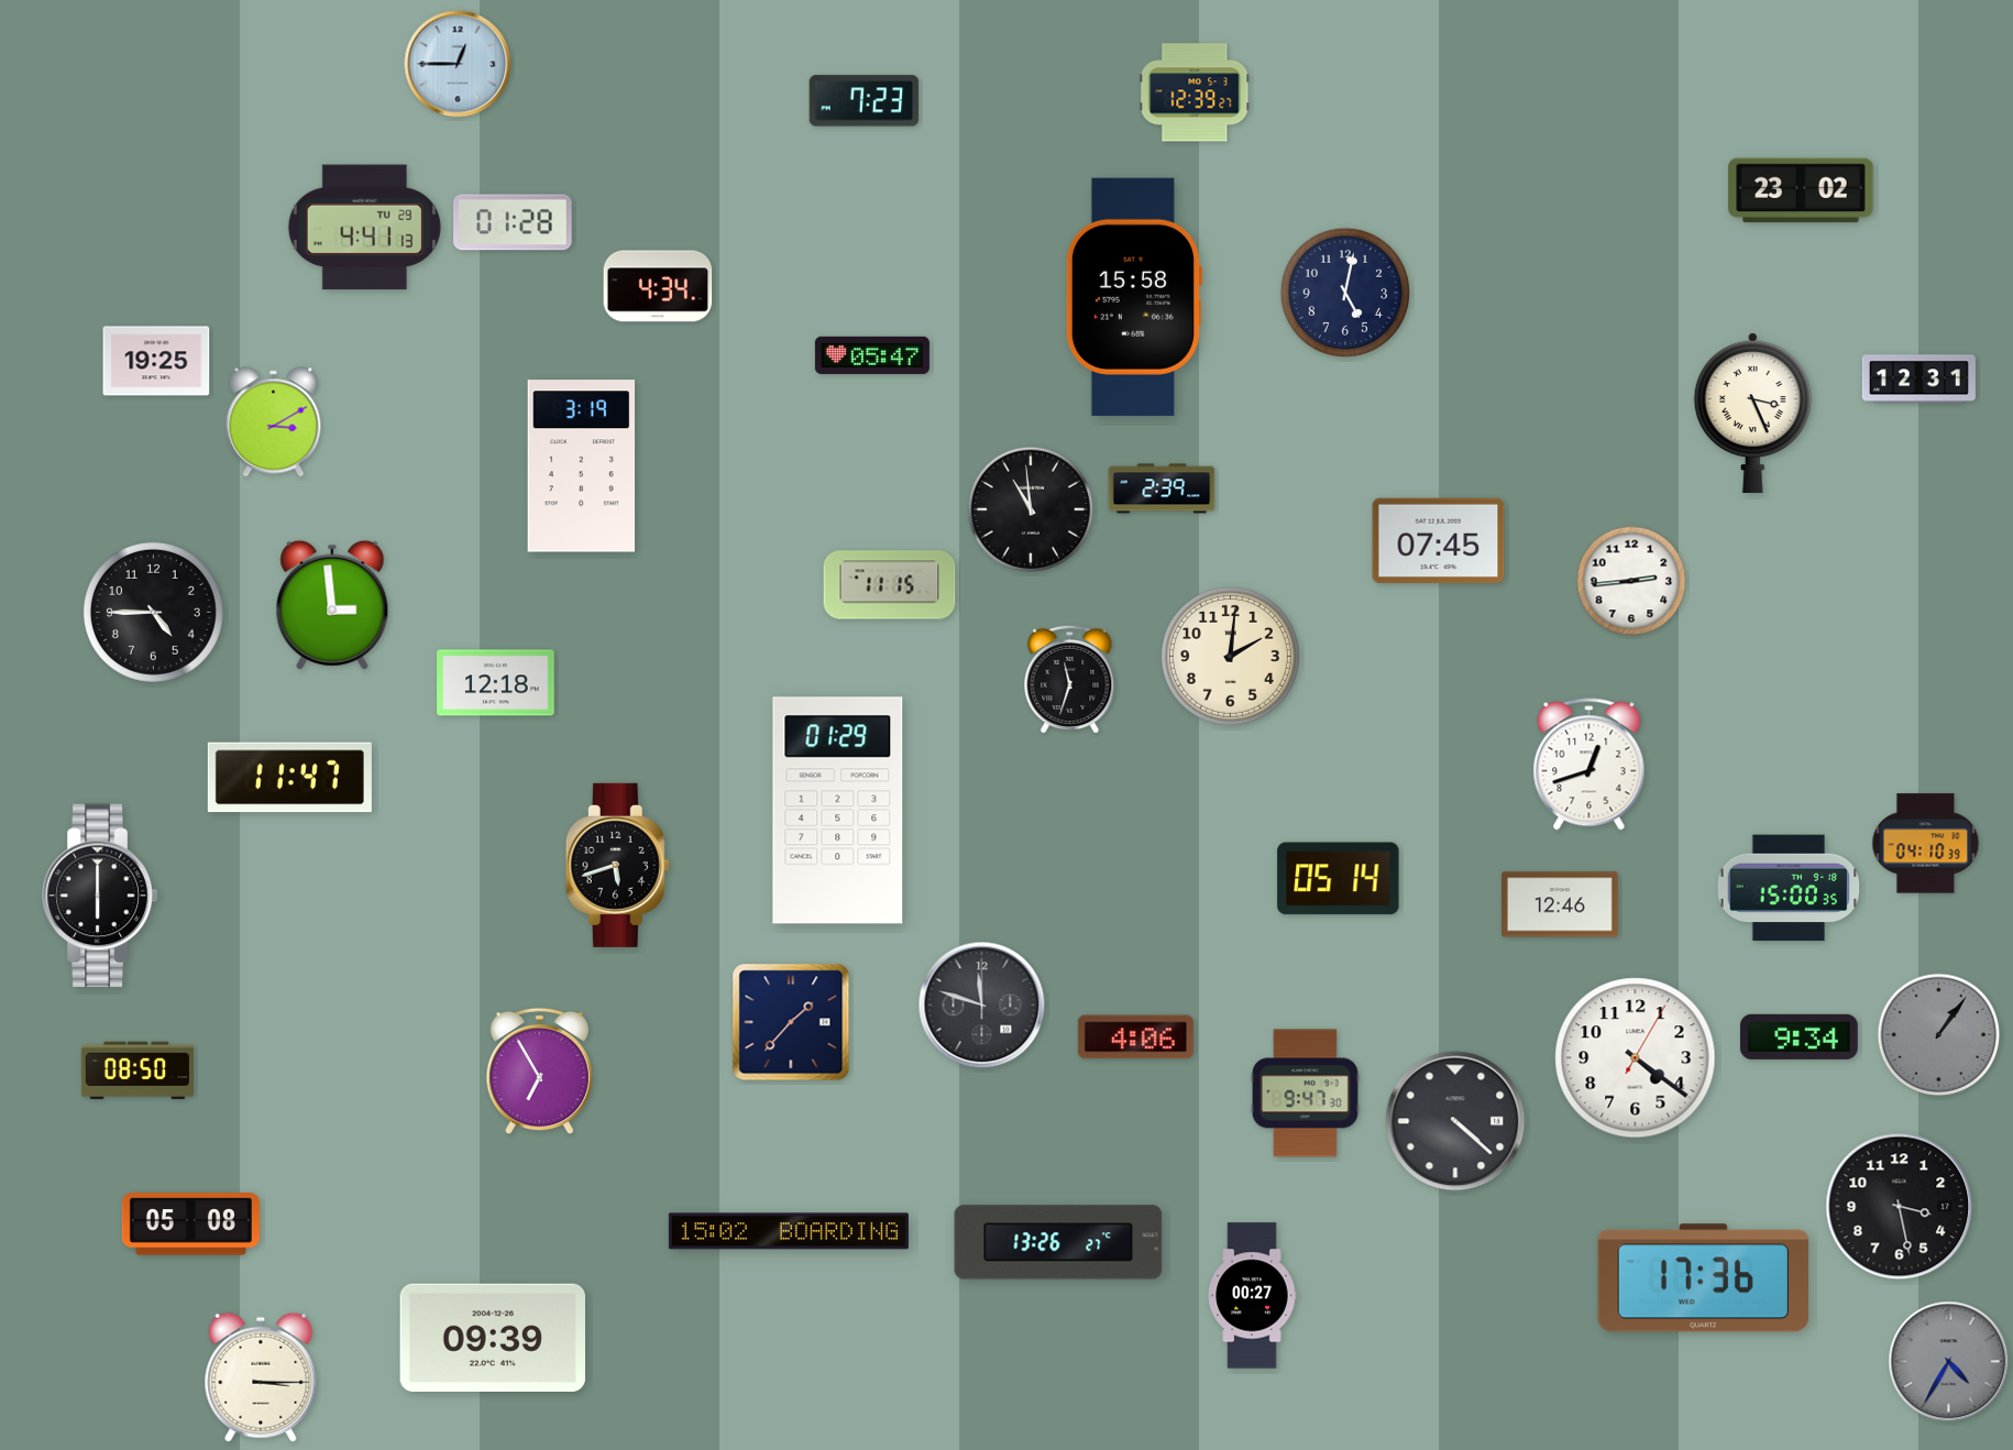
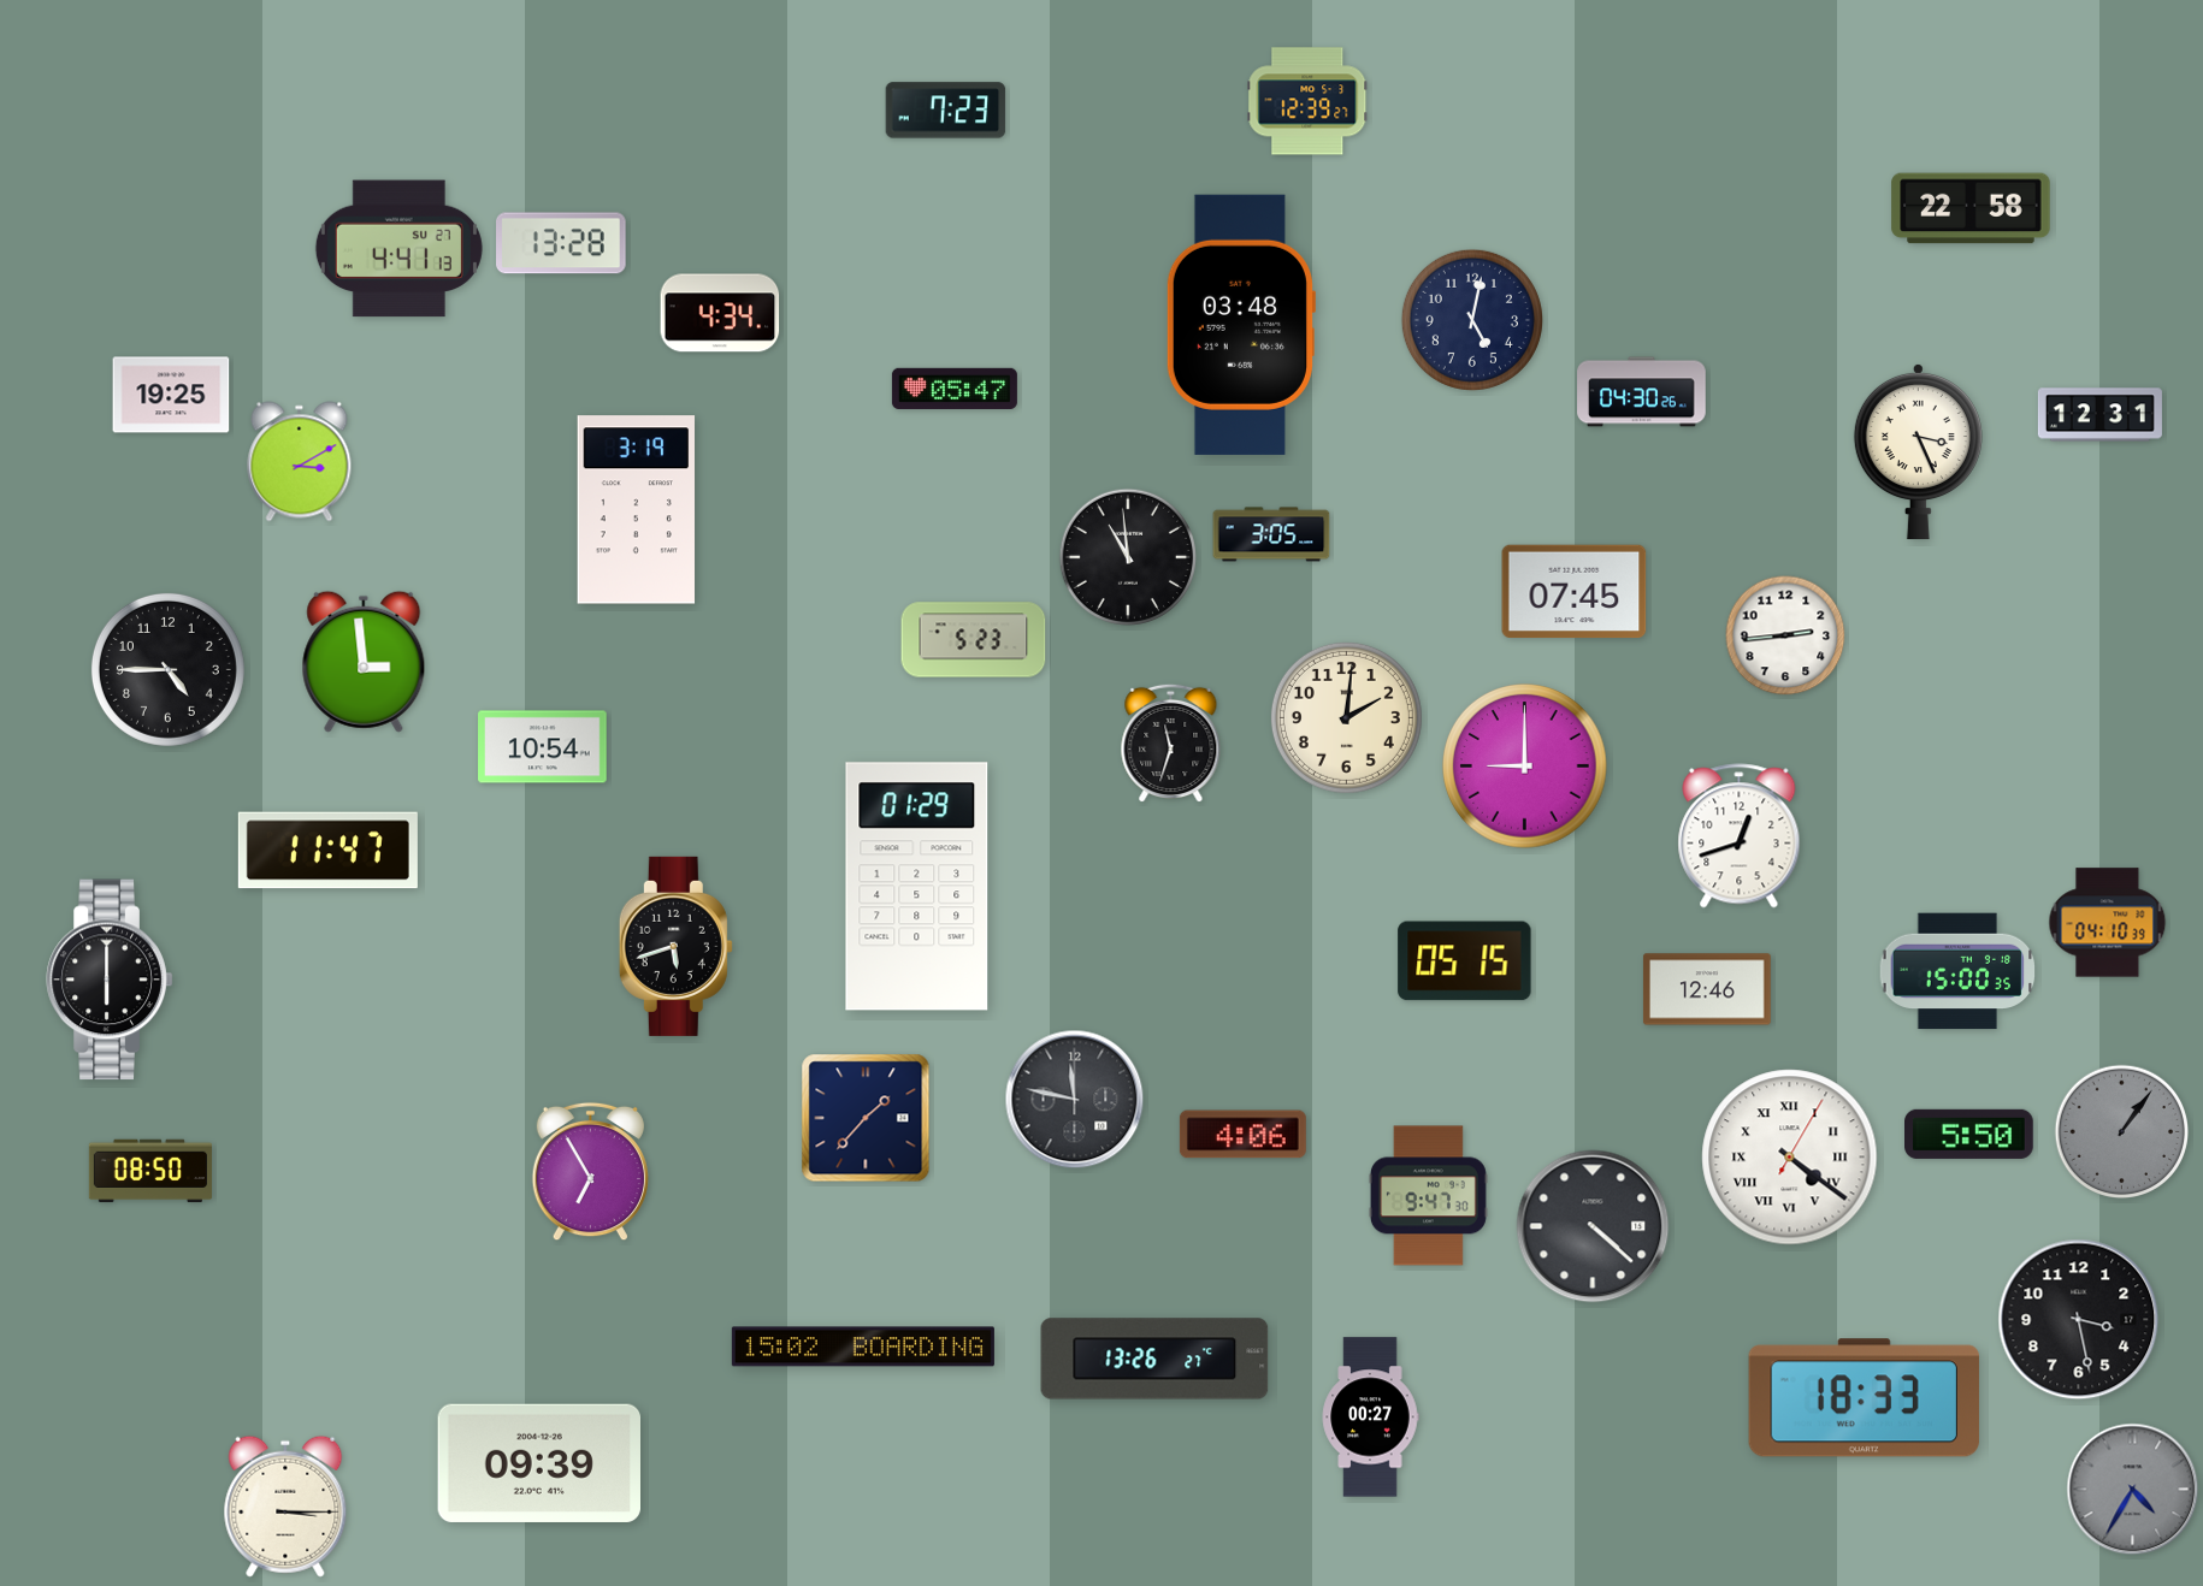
clock at (458, 64): 12:45 -> none
clock at (1801, 190): 23:02 -> 22:58
clock at (513, 222): 01:28 -> 13:28
clock at (364, 228) date: TU 29 -> SU 27
clock at (1133, 297): 15:58 -> 03:48
clock at (1642, 392): none -> 04:30
clock at (1162, 488): 2:39 -> 3:05
clock at (890, 585): 11:15 -> 5:23
clock at (496, 683): 12:18 -> 10:54
clock at (1525, 767): none -> 9:00
clock at (289, 778) position: (289, 778) -> (327, 851)
clock at (1339, 879): 05:14 -> 05:15
clock at (982, 1006): 11:48 -> 11:47
clock at (1800, 1036): 9:34 -> 5:50
clock at (1636, 1058) numerals: Arabic -> Roman
clock at (190, 1224): 05:08 -> none
clock at (1058, 1242) position: (1058, 1242) -> (1154, 1359)
clock at (1703, 1278): 17:36 -> 18:33
